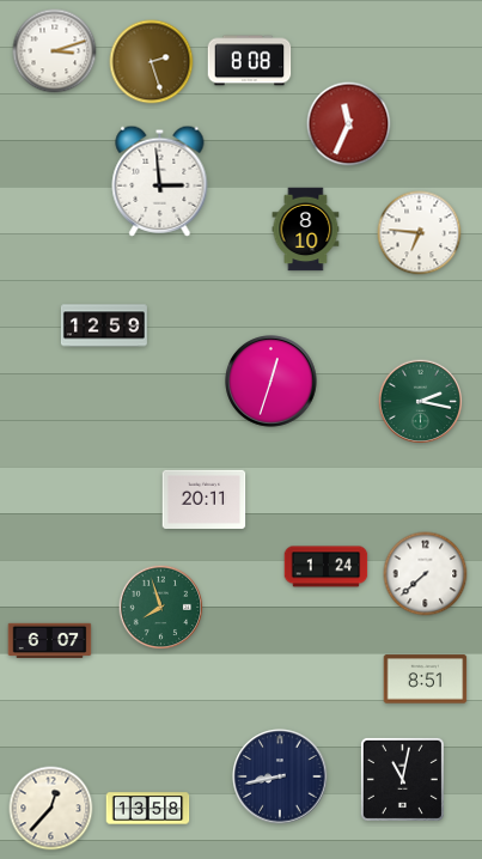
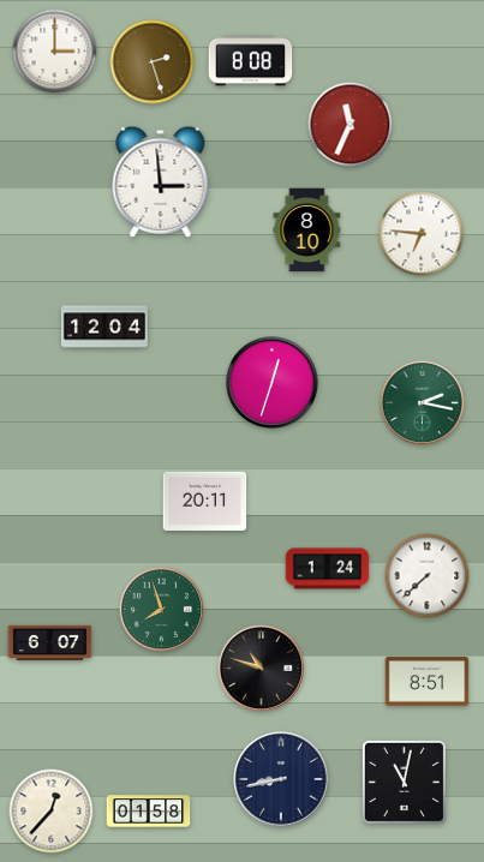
clock at (55, 51): 3:12 -> 3:00
clock at (104, 325): 12:59 -> 12:04
clock at (261, 668): none -> 10:48
clock at (148, 809): 13:58 -> 01:58
